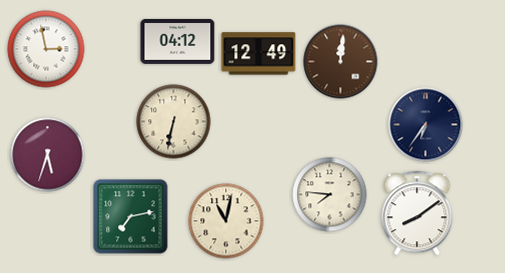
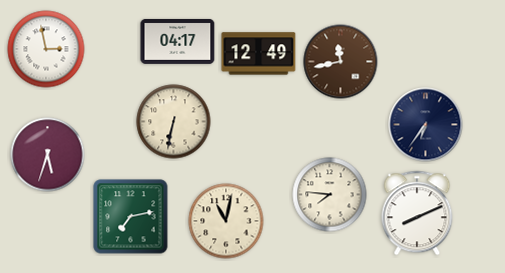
clock at (178, 41): 04:12 -> 04:17
clock at (341, 62): 12:01 -> 11:43
clock at (417, 213): 8:09 -> 8:11
